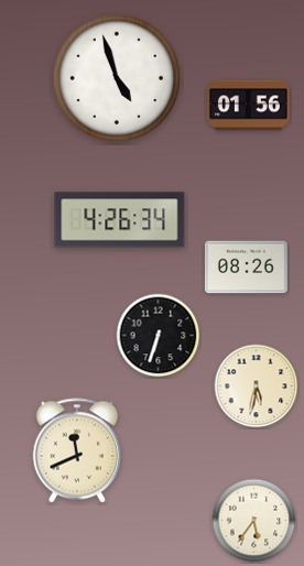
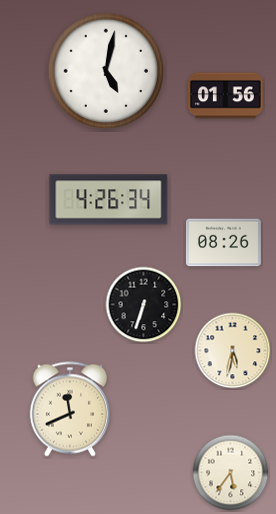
clock at (117, 78): 4:57 -> 5:02
